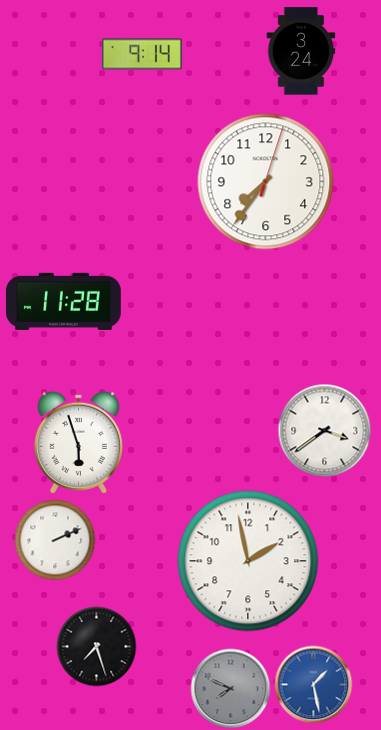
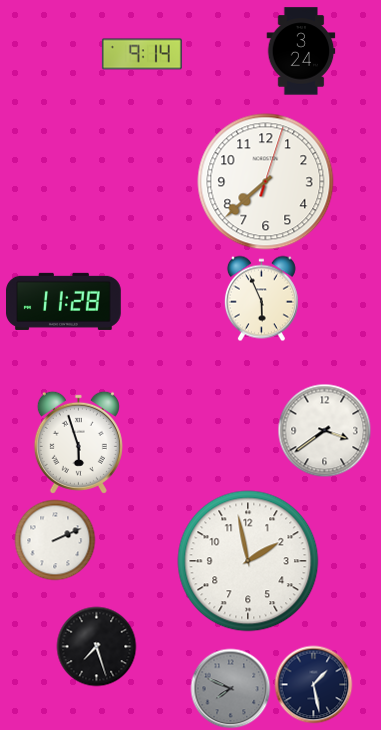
clock at (266, 182): 7:36 -> 7:38
clock at (261, 299): none -> 5:56
clock at (314, 685) dial: blue -> navy
